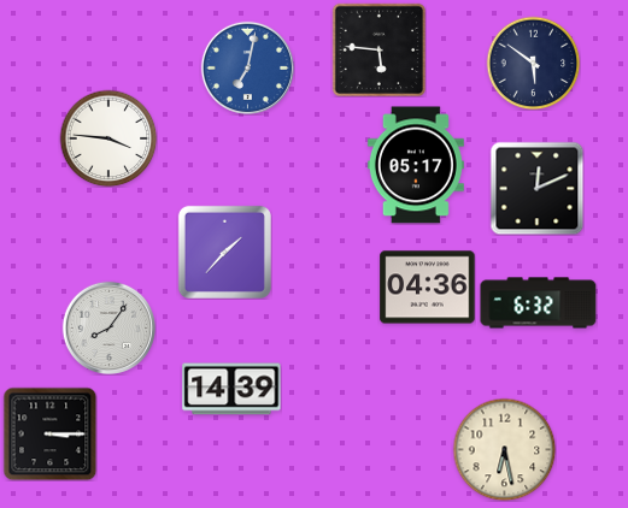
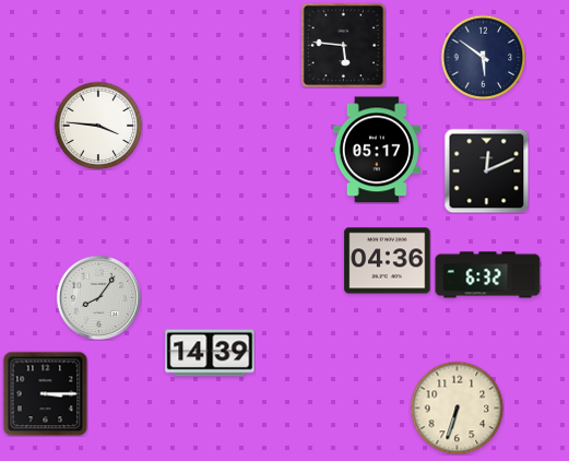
clock at (247, 67): 7:02 -> none
clock at (224, 252): 1:37 -> none
clock at (504, 449): 6:28 -> 6:33
